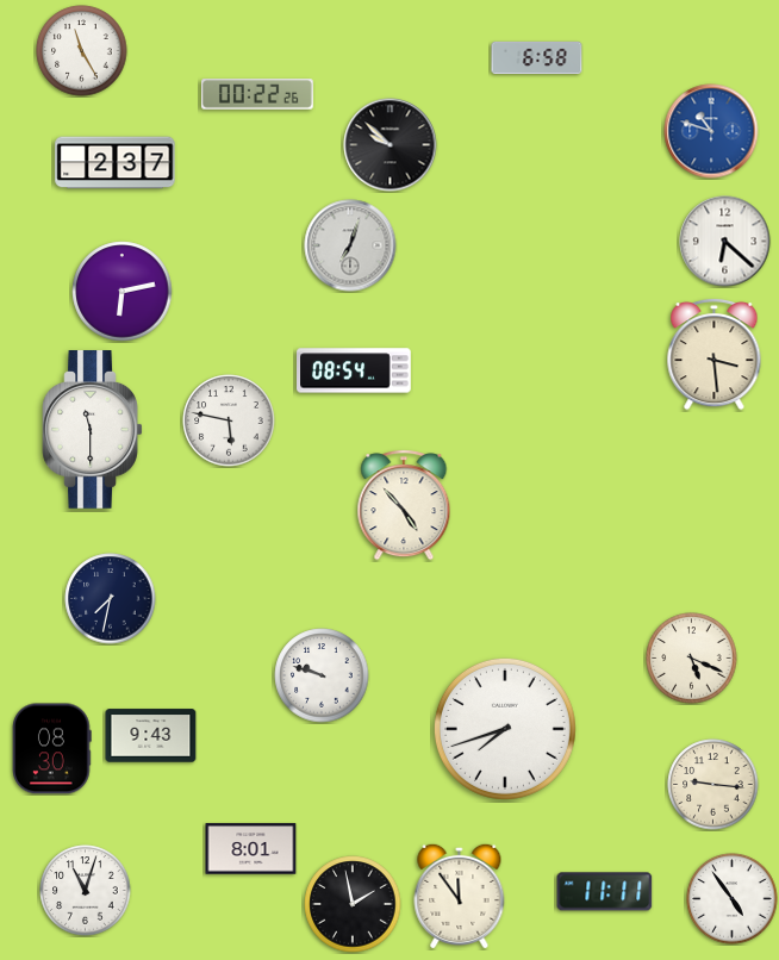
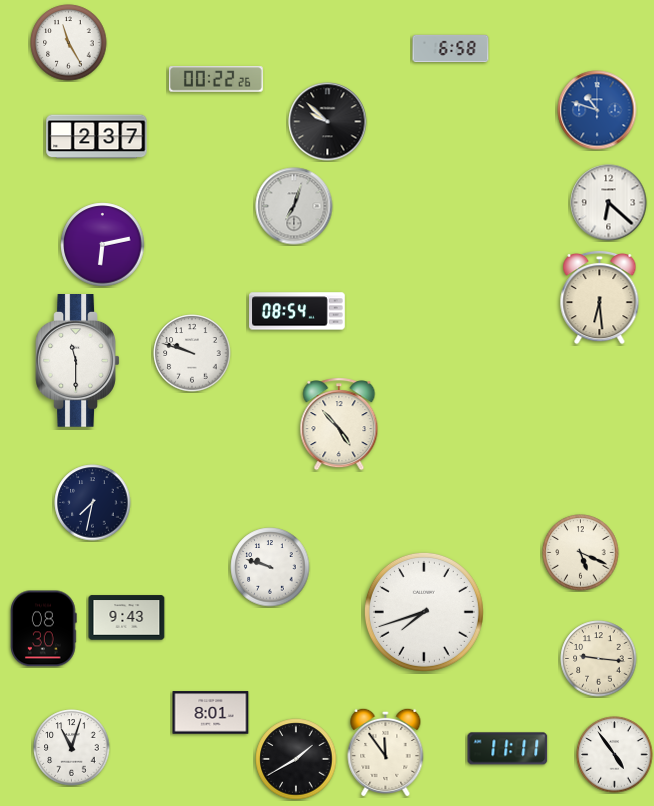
clock at (715, 354): 3:29 -> 6:29
clock at (229, 420): 5:47 -> 9:48
clock at (353, 904): 1:58 -> 1:40
